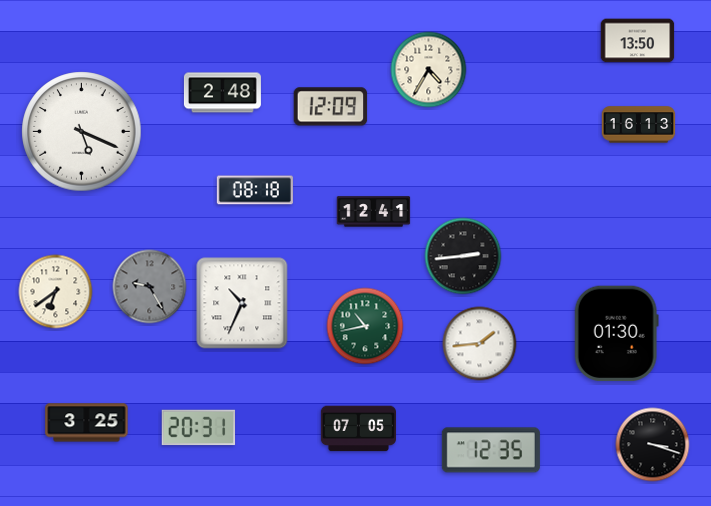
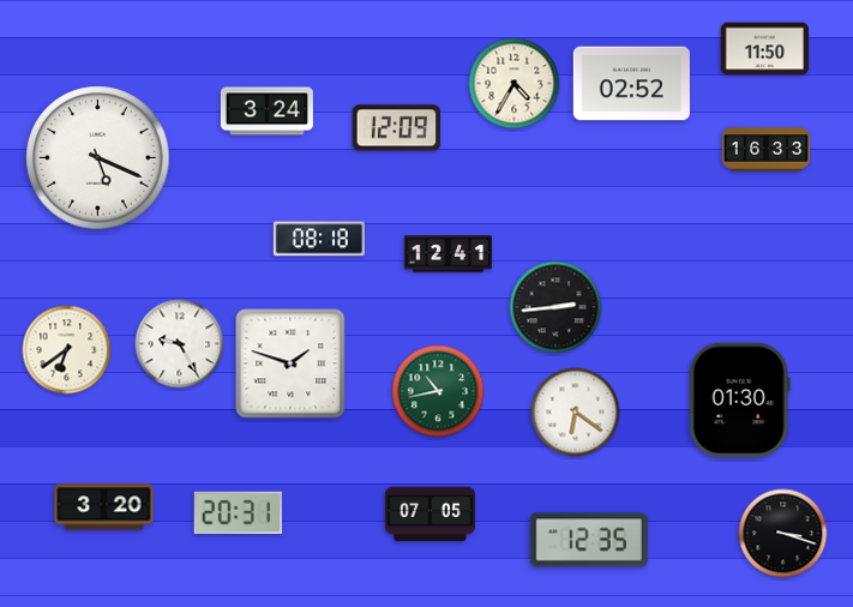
clock at (638, 41): 13:50 -> 11:50
clock at (631, 84): none -> 02:52
clock at (222, 93): 2:48 -> 3:24
clock at (639, 125): 16:13 -> 16:33
clock at (255, 190) position: (255, 190) -> (319, 239)
clock at (150, 287) dial: grey -> white
clock at (242, 303): 10:34 -> 1:48
clock at (480, 344): 1:44 -> 6:21
clock at (87, 423): 3:25 -> 3:20
